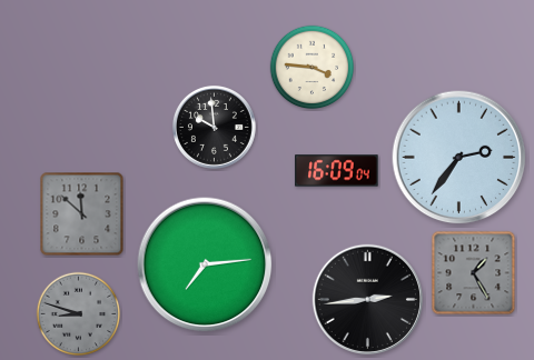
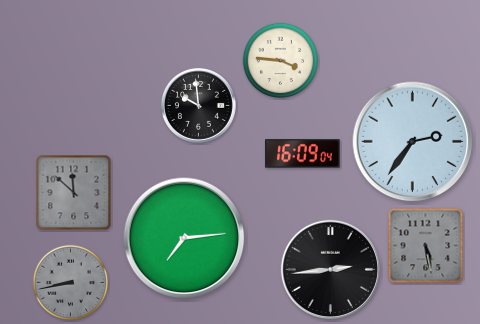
clock at (214, 127) position: (214, 127) -> (198, 105)
clock at (474, 273): 1:25 -> 5:28
clock at (79, 314): 8:48 -> 8:43
